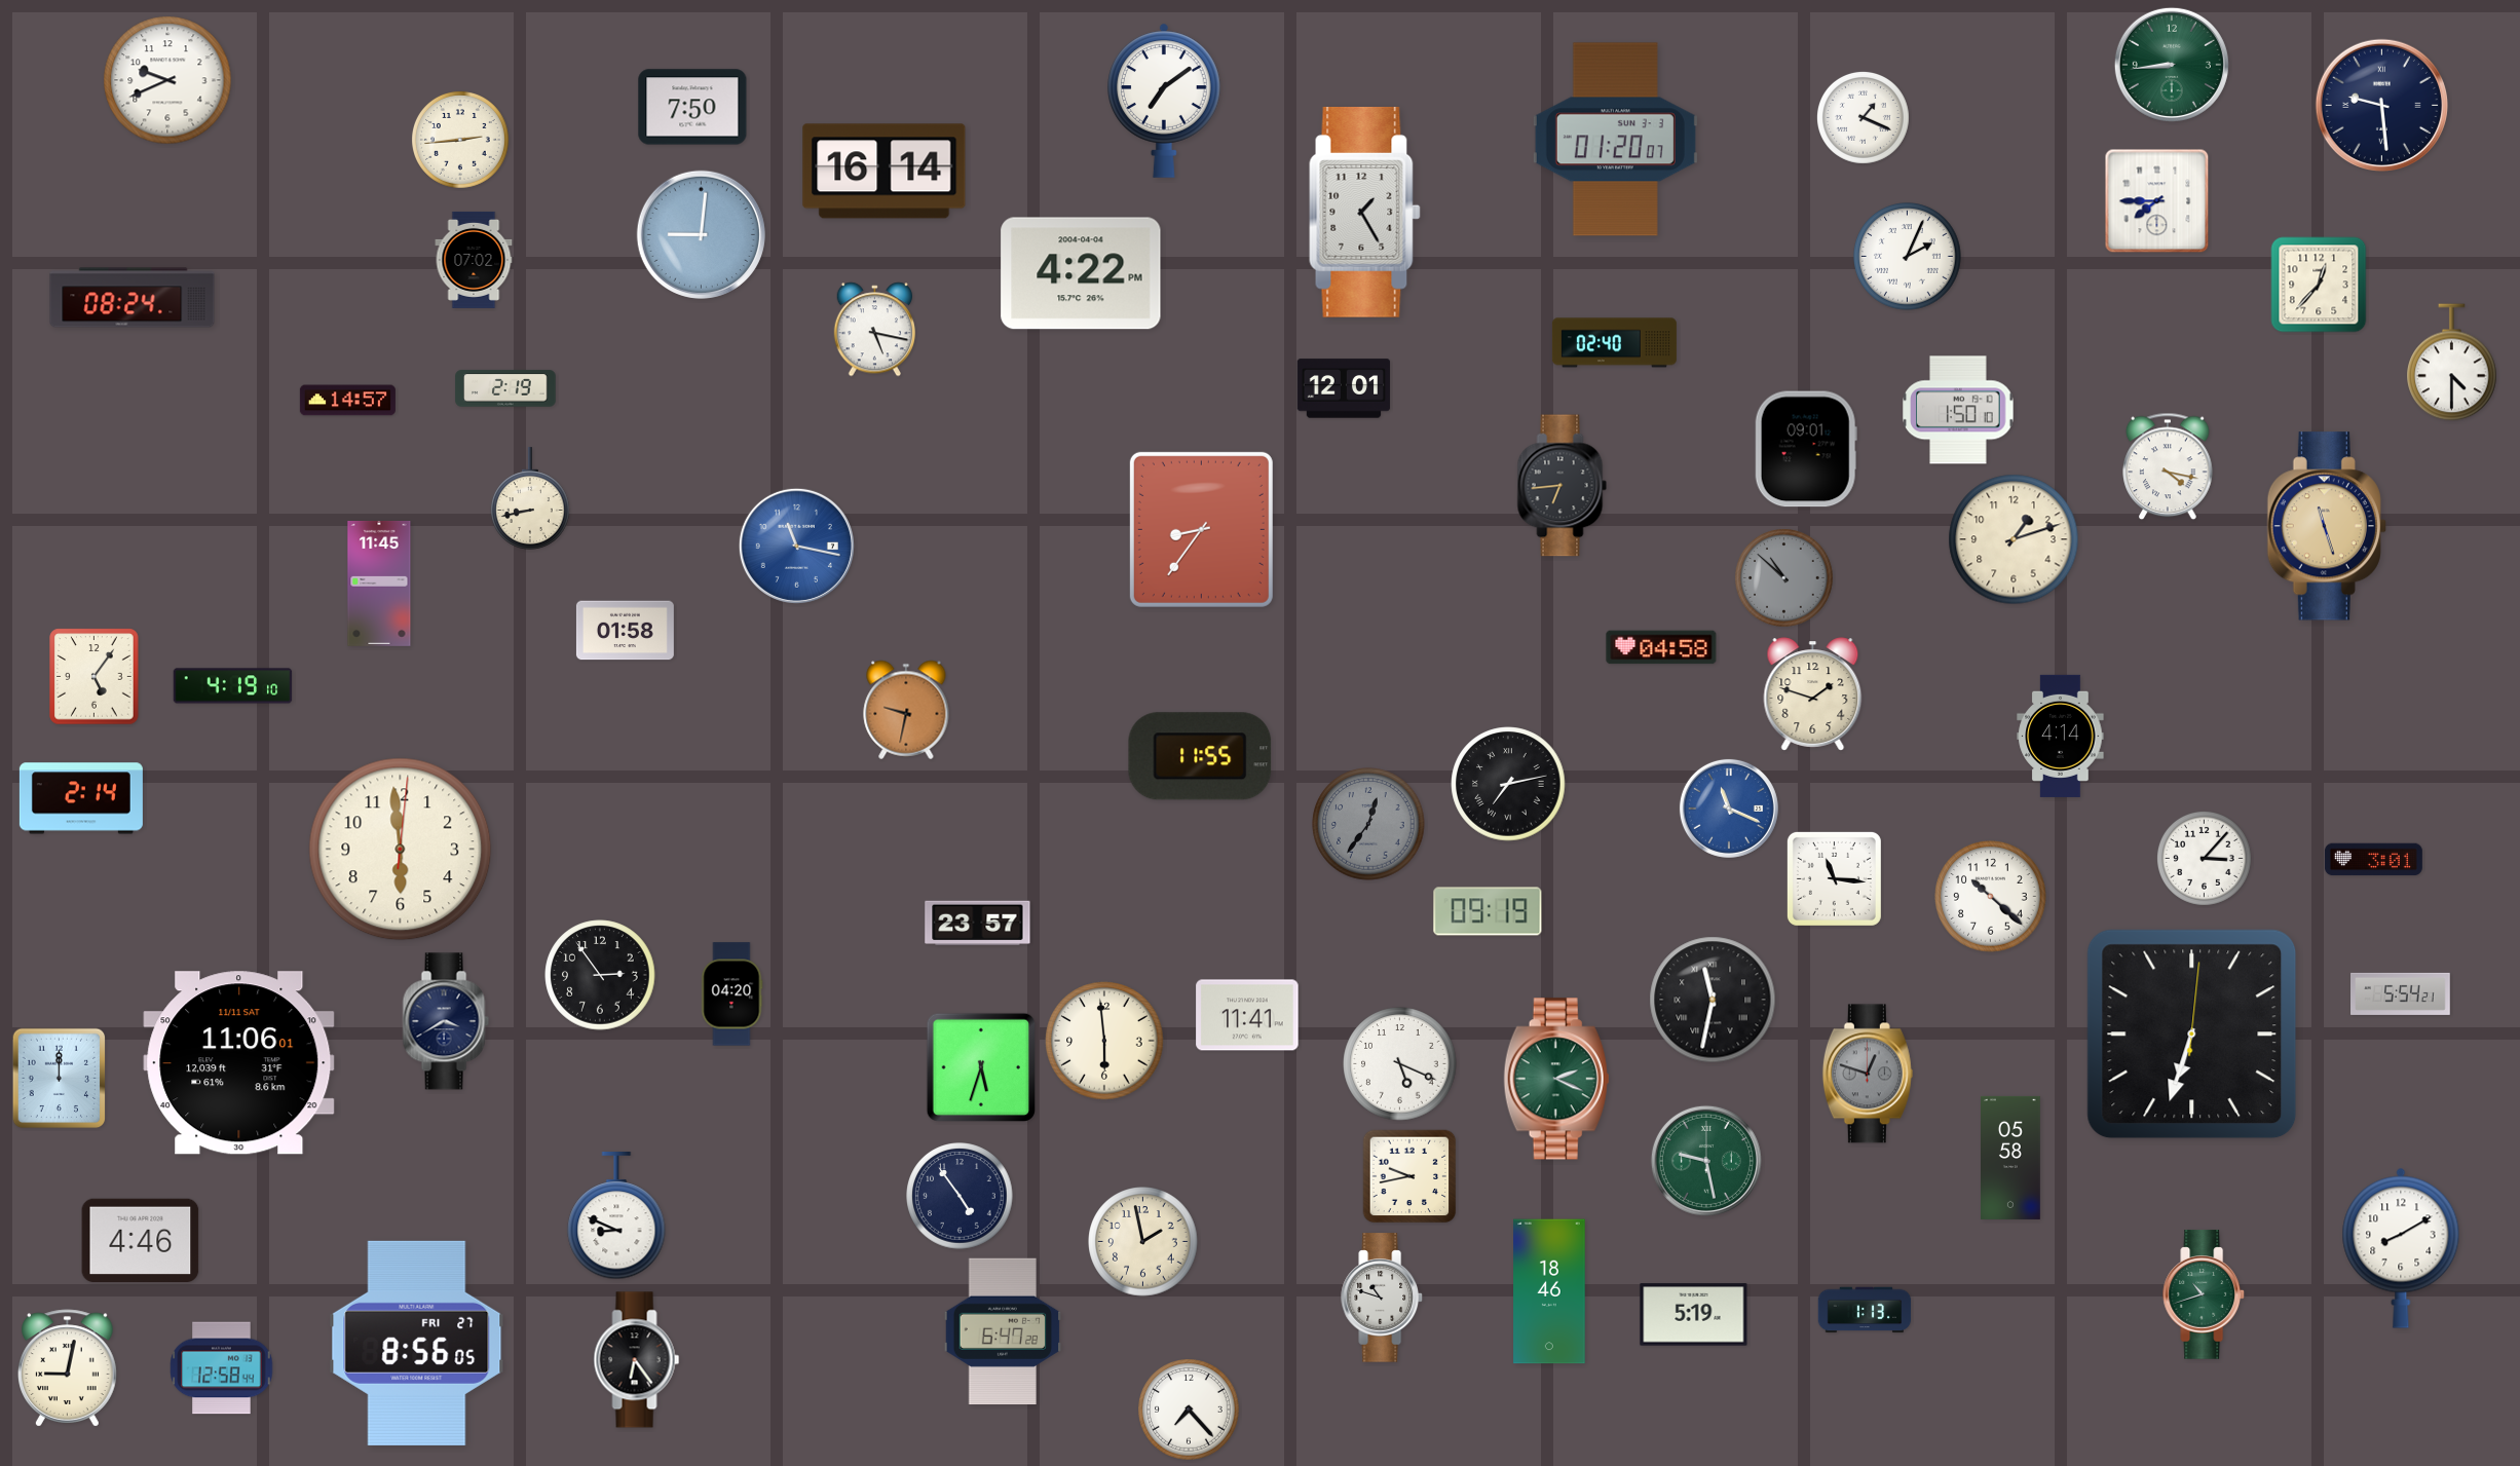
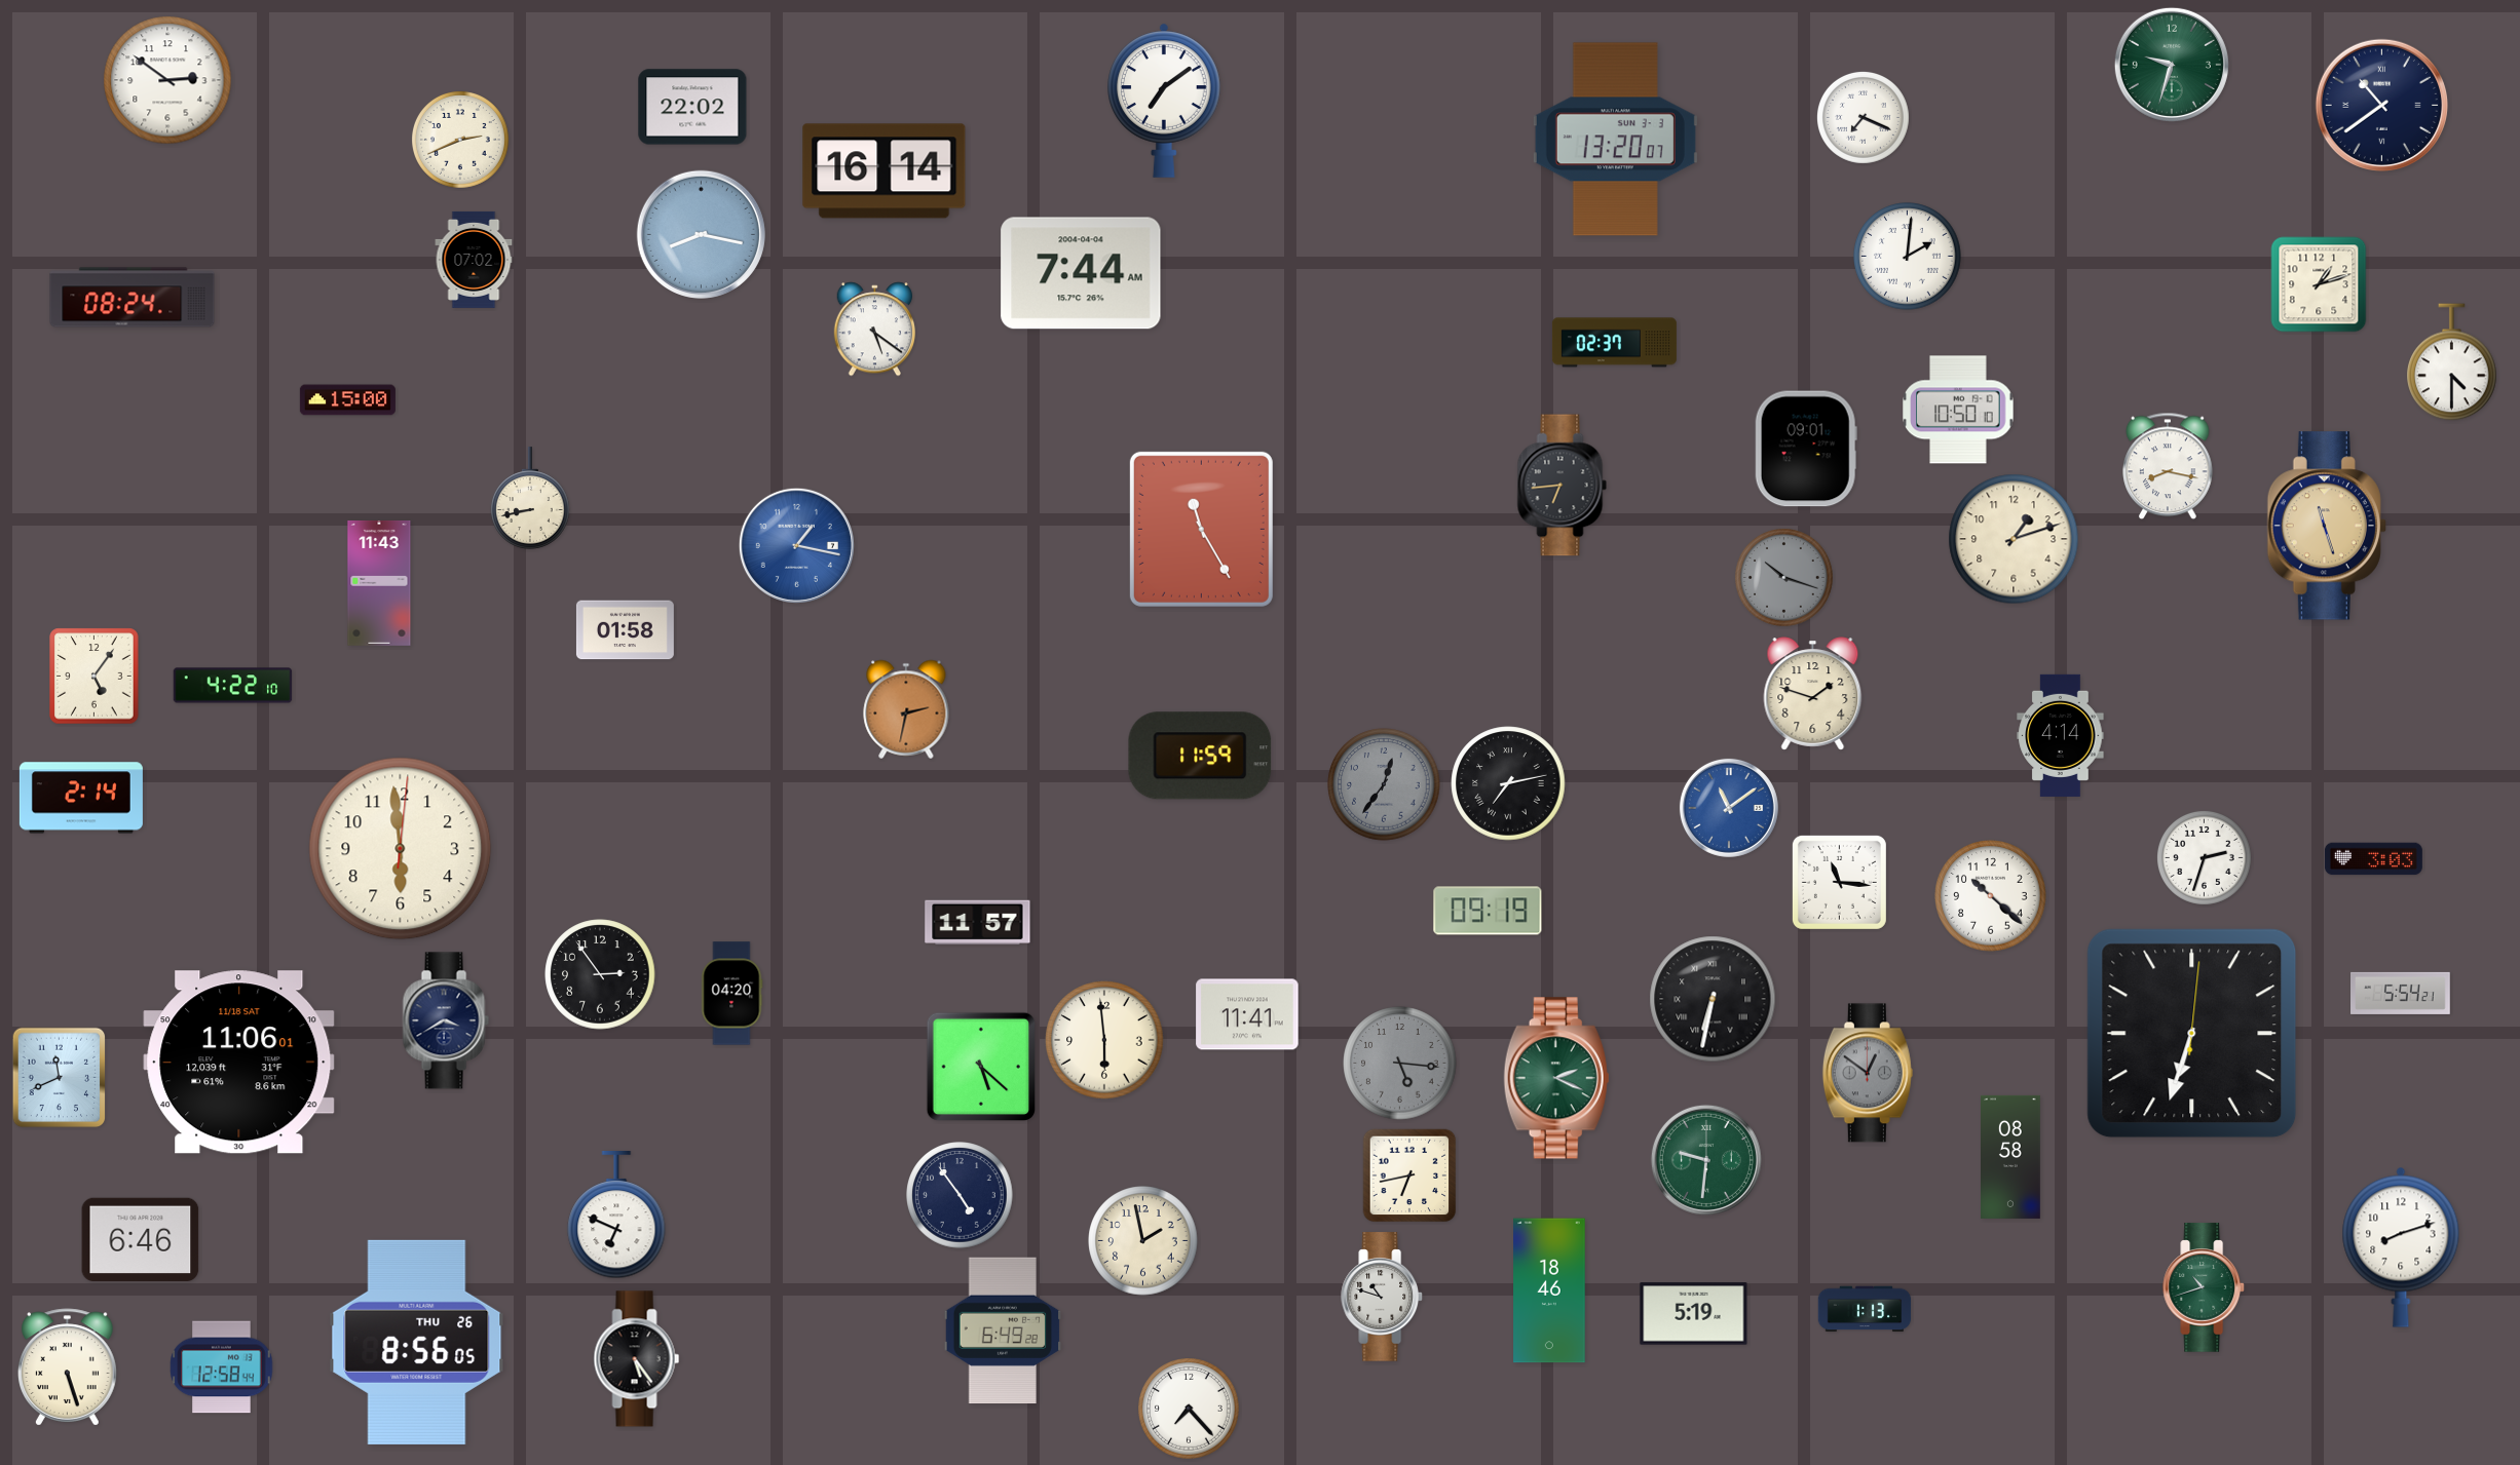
clock at (2172, 65): 8:44 -> 9:33
clock at (167, 80): 9:41 -> 2:51
clock at (2381, 105): 9:29 -> 10:39
clock at (692, 107): 7:50 -> 22:02
clock at (1863, 117): 1:19 -> 7:19
clock at (1615, 140): 01:20 -> 13:20
clock at (461, 141): 2:44 -> 2:41
clock at (2157, 201): 7:45 -> none
clock at (1365, 212): 1:25 -> none
clock at (701, 234): 9:01 -> 8:17
clock at (1908, 257): 2:04 -> 2:01
clock at (1081, 273): 4:22 -> 7:44
clock at (2319, 285): 12:37 -> 1:12
clock at (875, 330): 5:17 -> 5:21
clock at (1614, 343): 02:40 -> 02:37
clock at (505, 388): 2:19 -> none
clock at (1344, 388): 12:01 -> none
clock at (347, 401): 14:57 -> 15:00
clock at (1958, 410): 1:50 -> 10:50
clock at (2168, 466): 4:17 -> 8:17
clock at (1201, 529): 8:36 -> 11:25
clock at (796, 546): 11:17 -> 1:17
clock at (1784, 578): 10:52 -> 10:18
clock at (379, 584): 11:45 -> 11:43
clock at (1661, 647): 04:58 -> none
clock at (233, 686): 4:19 -> 4:22
clock at (906, 710): 9:32 -> 2:32
clock at (1200, 756): 11:55 -> 11:59
clock at (1729, 809): 11:19 -> 11:09
clock at (1368, 824) position: (1368, 824) -> (1384, 784)
clock at (2204, 858): 3:07 -> 2:33
clock at (2373, 860): 3:01 -> 3:03
clock at (1834, 878) position: (1834, 878) -> (1839, 882)
clock at (978, 924): 23:57 -> 11:57
clock at (1713, 1000): 11:32 -> 6:32
clock at (239, 1063) date: 11/11 SAT -> 11/18 SAT
clock at (1400, 1064): 5:19 -> 5:16
clock at (1400, 1064) dial: white -> grey
clock at (980, 1066): 5:33 -> 5:22
clock at (1868, 1074): 12:48 -> 12:51
clock at (60, 1079): 12:00 -> 11:41
clock at (2011, 1158): 05:58 -> 08:58
clock at (1706, 1161): 9:28 -> 9:31
clock at (1409, 1176): 9:43 -> 6:43
clock at (616, 1216): 8:49 -> 6:49
clock at (141, 1240): 4:46 -> 6:46
clock at (2401, 1248): 8:10 -> 8:12
clock at (2205, 1294) position: (2205, 1294) -> (2205, 1287)
clock at (1003, 1331): 6:47 -> 6:49
clock at (417, 1343) date: FRI 27 -> THU 26
clock at (637, 1360): 6:24 -> 5:24
clock at (68, 1368): 9:02 -> 5:27
